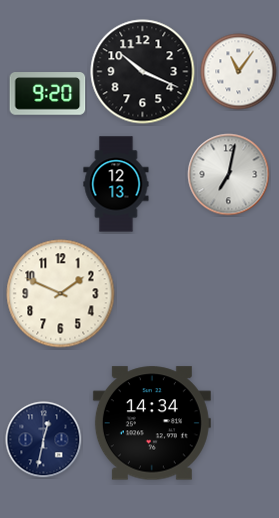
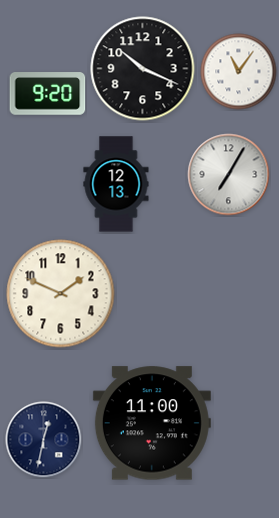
clock at (143, 72) position: (143, 72) -> (143, 69)
clock at (229, 175): 7:02 -> 7:05
clock at (152, 423): 14:34 -> 11:00
